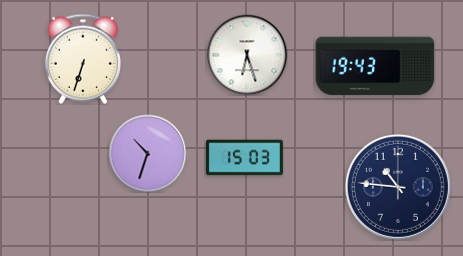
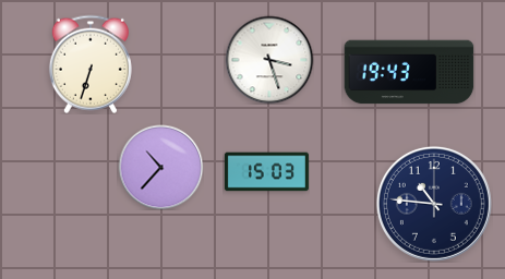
clock at (247, 55): 6:27 -> 3:27
clock at (147, 153): 10:33 -> 10:37
